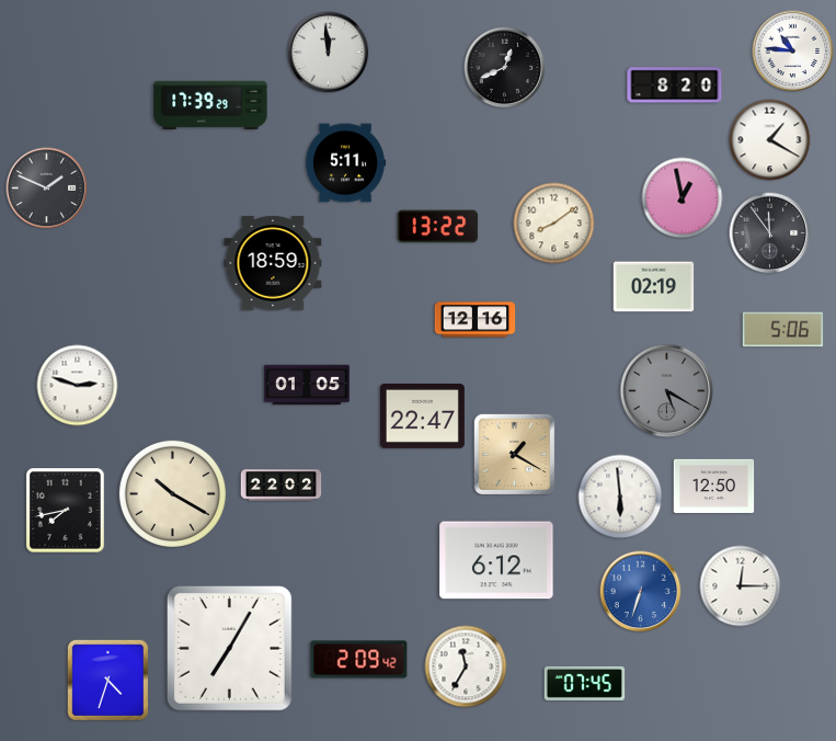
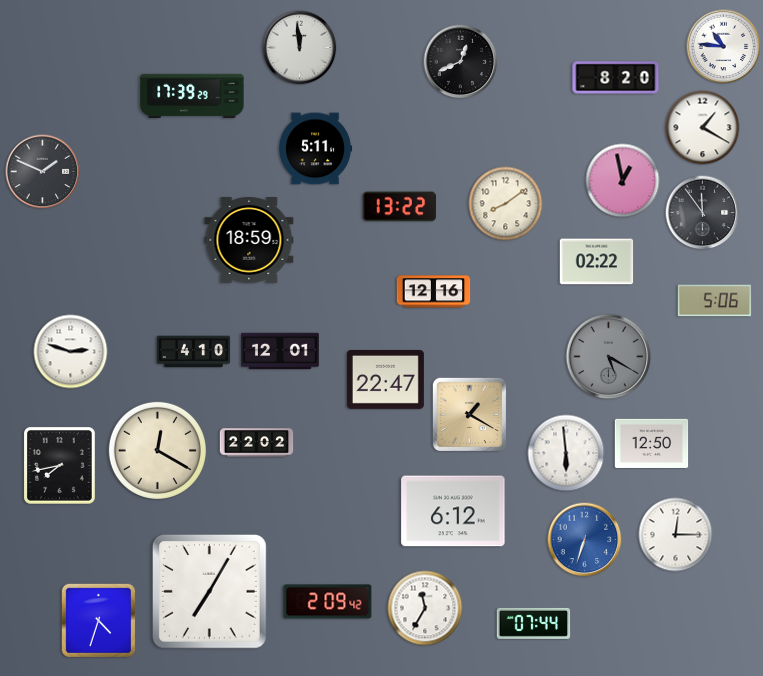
clock at (654, 287): 02:19 -> 02:22
clock at (308, 385): 01:05 -> 12:01
clock at (194, 352): none -> 4:10
clock at (172, 493): 10:20 -> 12:20
clock at (585, 683): 07:45 -> 07:44
